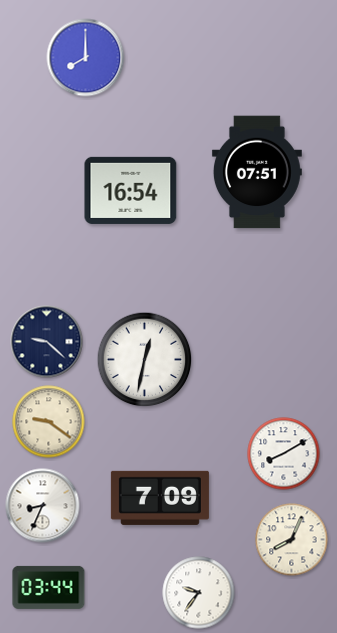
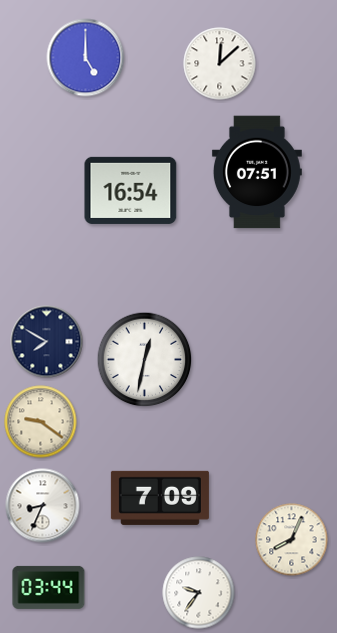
clock at (86, 58): 8:00 -> 5:00
clock at (220, 64): none -> 12:08
clock at (47, 342): 9:22 -> 7:50
clock at (49, 422) position: (49, 422) -> (41, 422)
clock at (284, 454): 8:10 -> none
